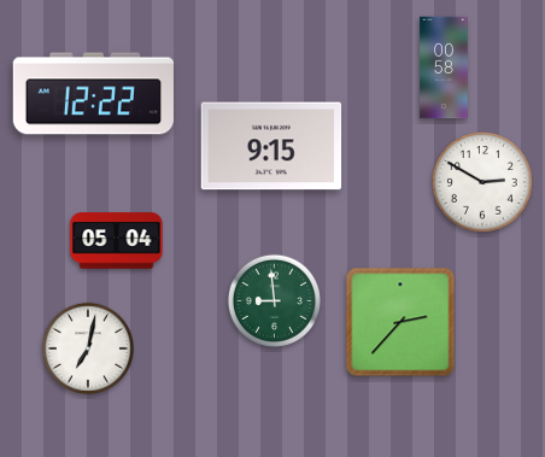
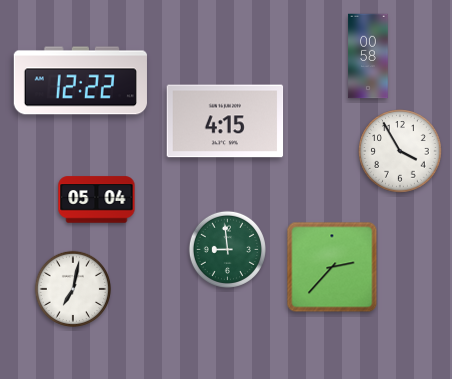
clock at (93, 94) position: (93, 94) -> (80, 81)
clock at (271, 146): 9:15 -> 4:15
clock at (482, 182): 2:50 -> 3:55
